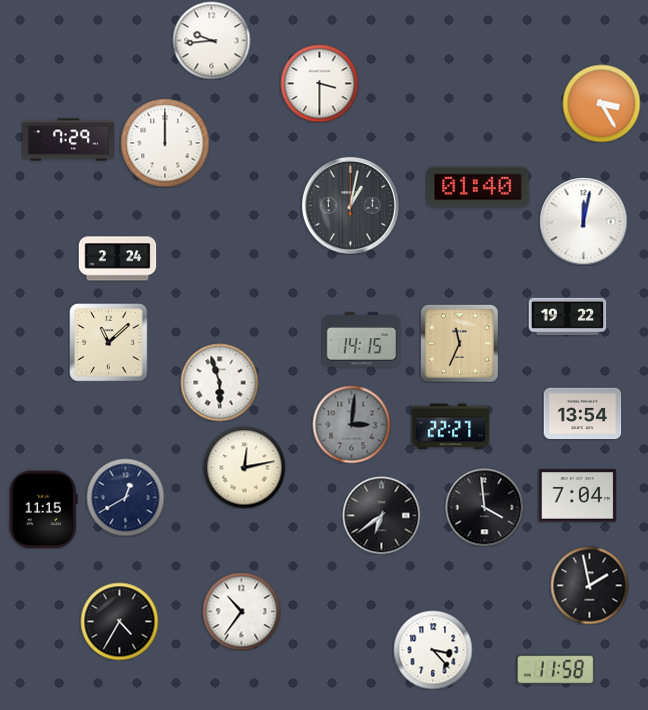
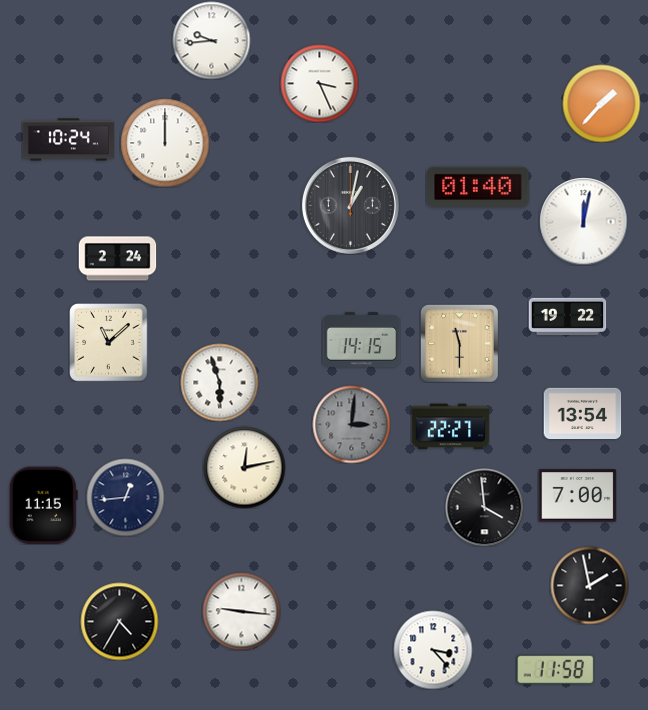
clock at (319, 83): 3:30 -> 3:26
clock at (601, 103): 3:25 -> 1:37
clock at (68, 140): 7:29 -> 10:24
clock at (459, 343): 11:34 -> 11:30
clock at (577, 496): 7:04 -> 7:00
clock at (125, 497): 12:40 -> 12:44
clock at (43, 509) position: (43, 509) -> (43, 505)
clock at (381, 515): 6:39 -> none
clock at (241, 611): 10:36 -> 9:16
